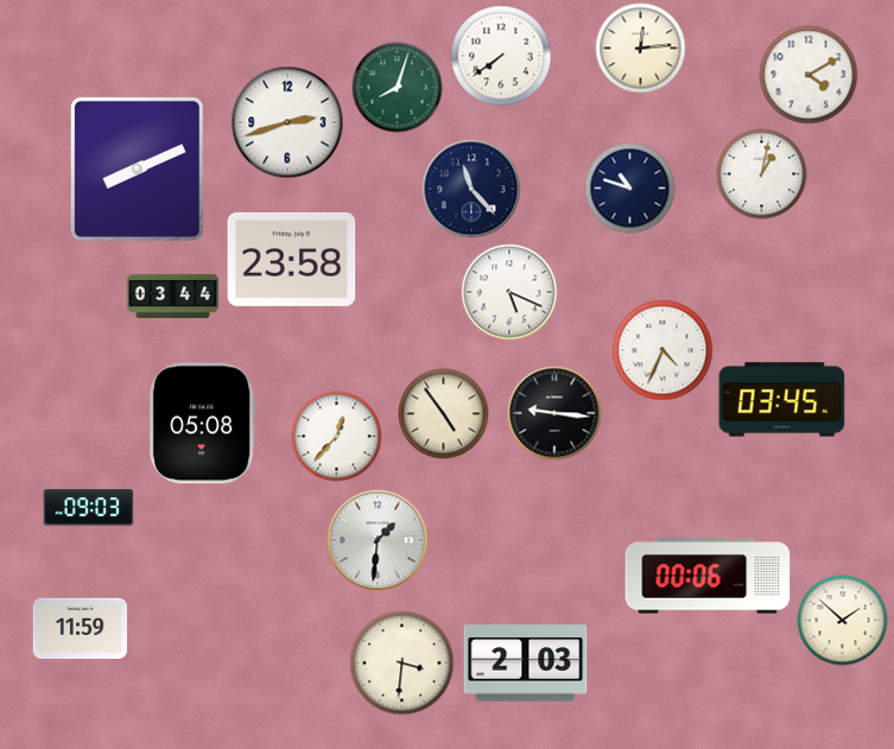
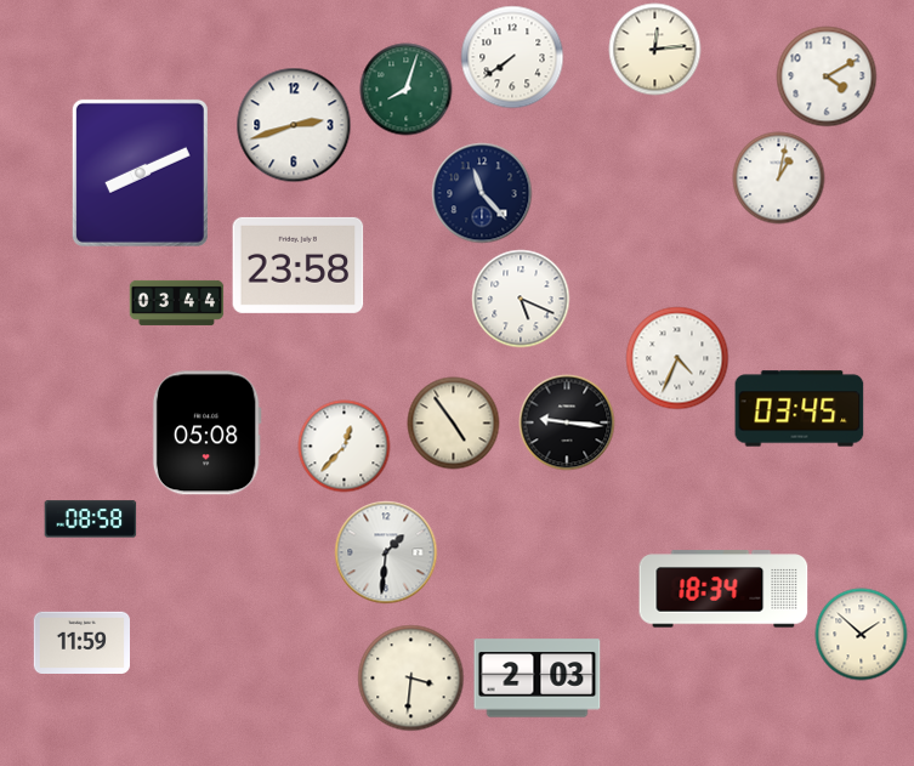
clock at (630, 189): 10:48 -> none
clock at (89, 508): 09:03 -> 08:58
clock at (708, 576): 00:06 -> 18:34
